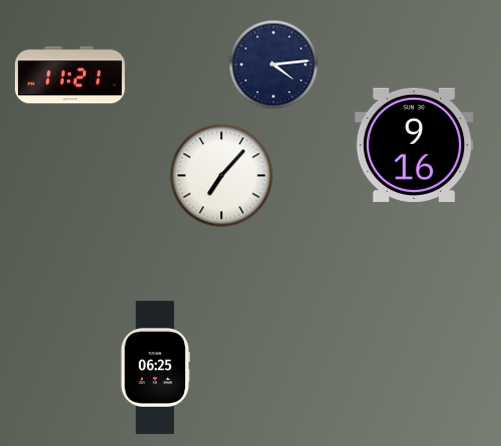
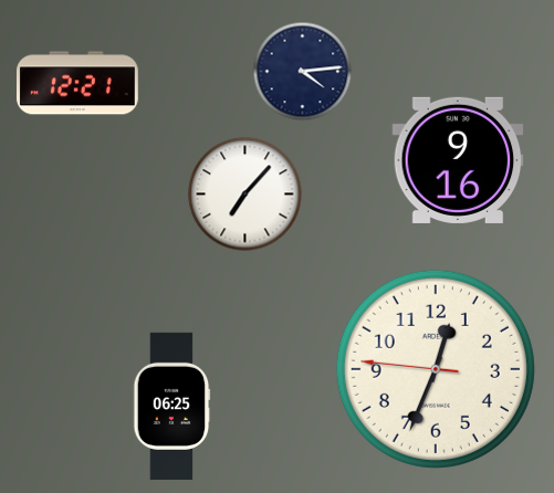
clock at (70, 75): 11:21 -> 12:21
clock at (436, 369): none -> 12:33
